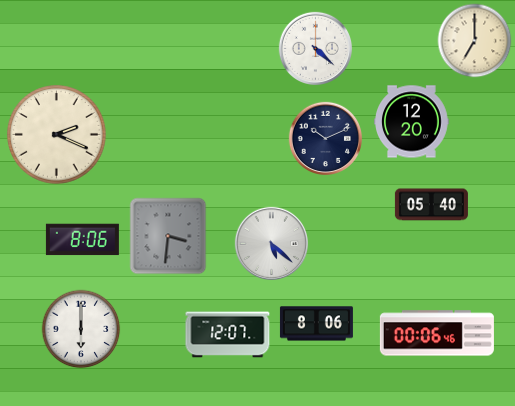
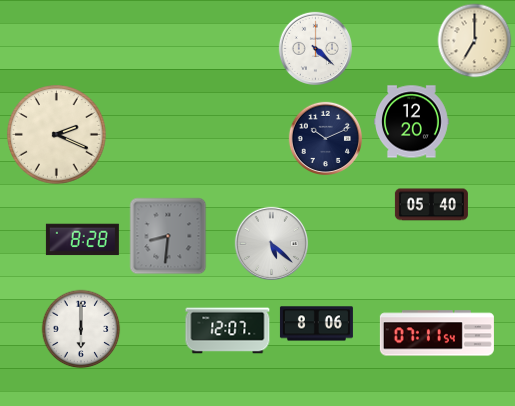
clock at (168, 236): 3:31 -> 8:31
clock at (82, 240): 8:06 -> 8:28
clock at (437, 333): 00:06 -> 07:11
clock at (228, 335) position: (228, 335) -> (228, 331)
